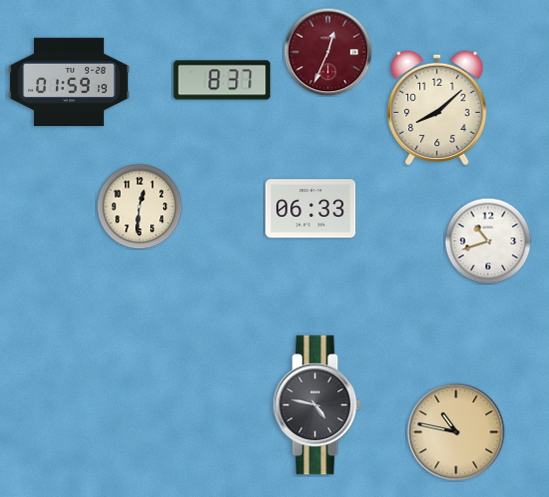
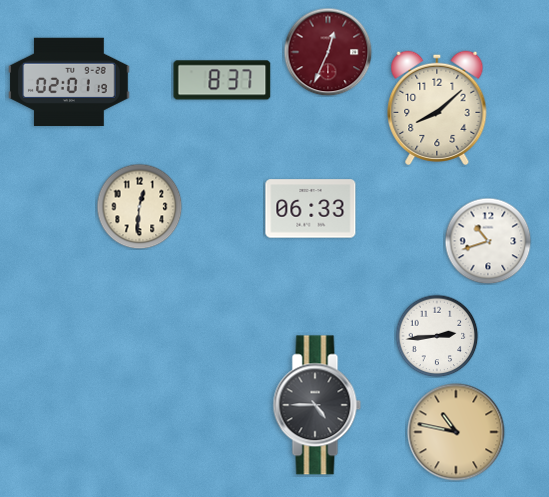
clock at (69, 81): 01:59 -> 02:01
clock at (437, 336): none -> 2:44
clock at (317, 405): 4:47 -> 4:45
